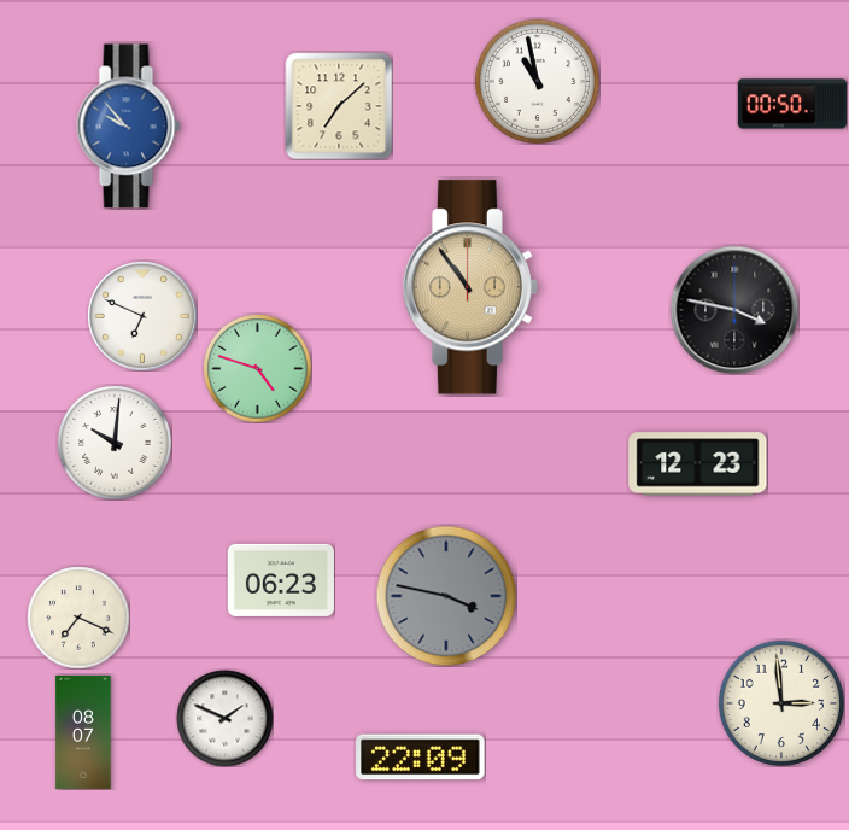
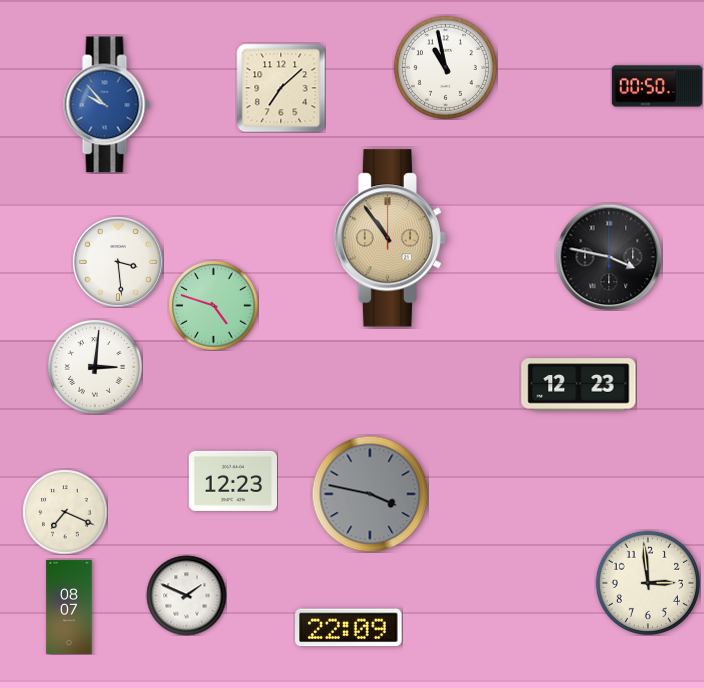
clock at (142, 316): 6:49 -> 3:29
clock at (115, 443): 10:01 -> 3:01
clock at (280, 580): 06:23 -> 12:23
